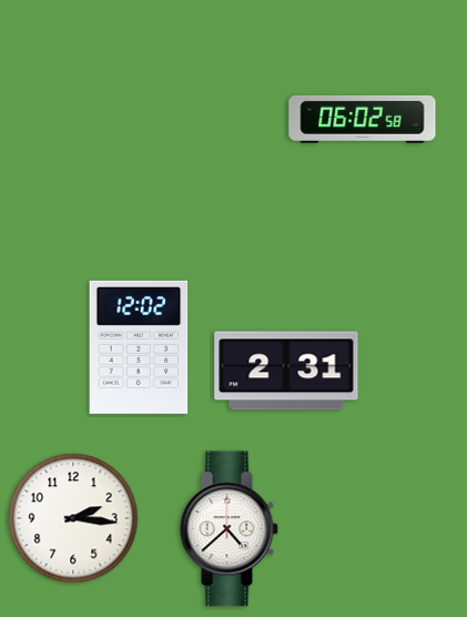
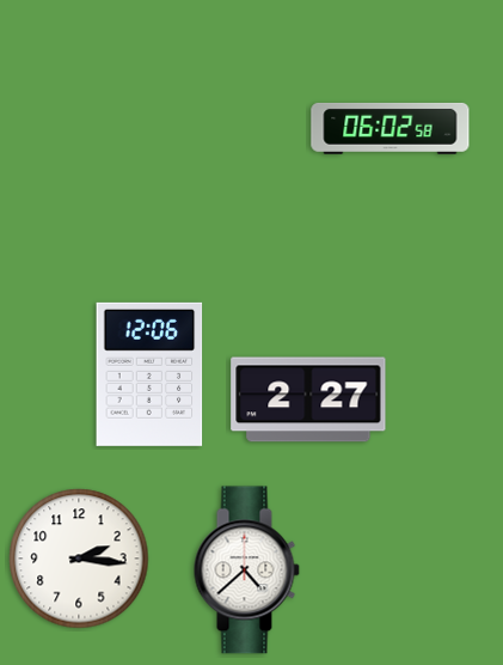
clock at (139, 347): 12:02 -> 12:06
clock at (286, 371): 2:31 -> 2:27
